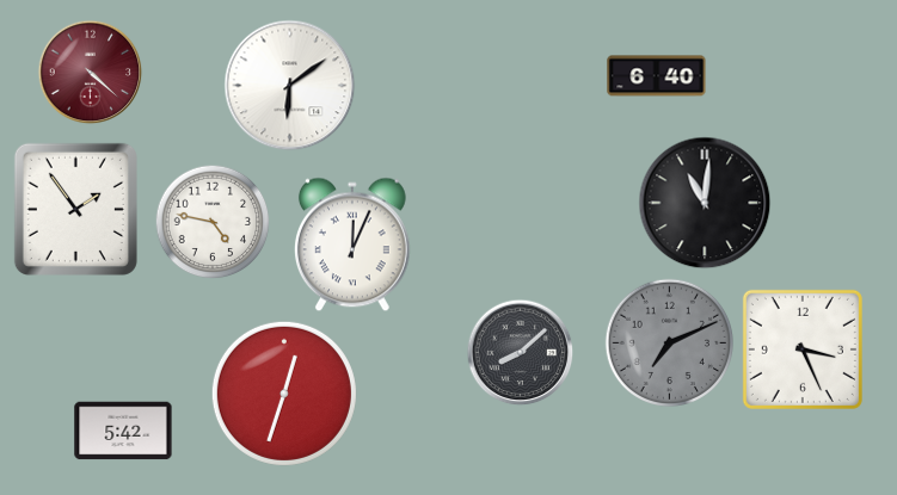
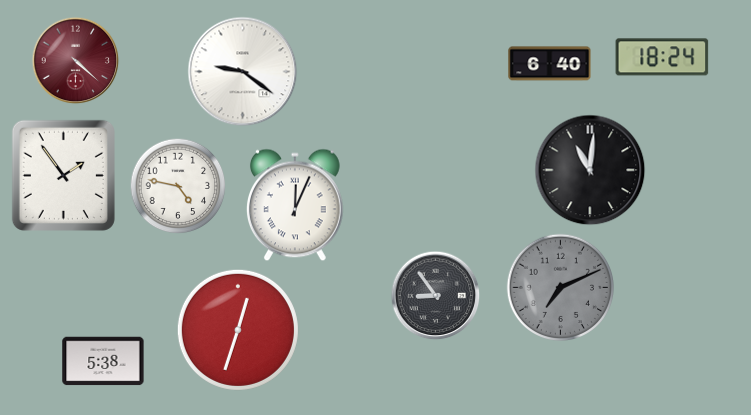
clock at (662, 57): none -> 18:24
clock at (290, 86): 6:09 -> 9:21
clock at (803, 349): 3:26 -> none
clock at (521, 353): 8:08 -> 8:54
clock at (123, 431): 5:42 -> 5:38
